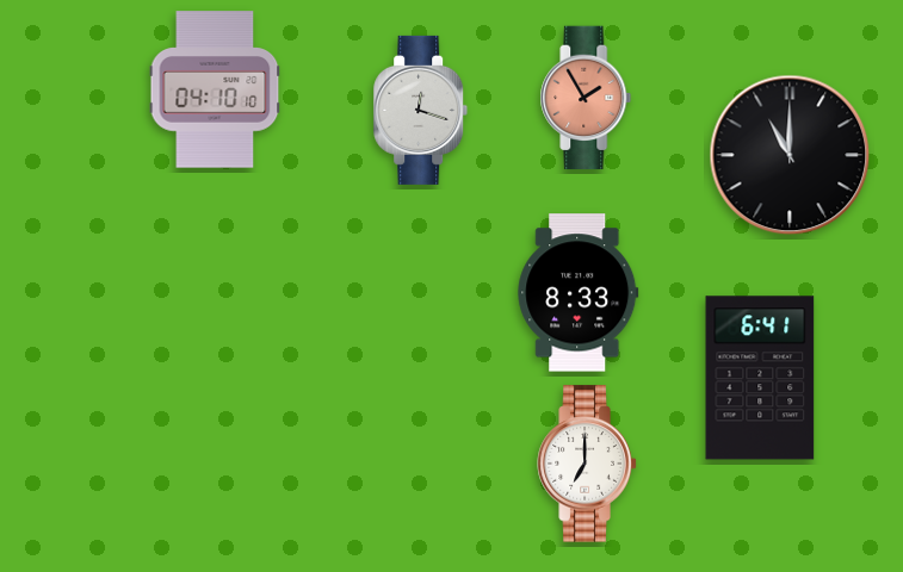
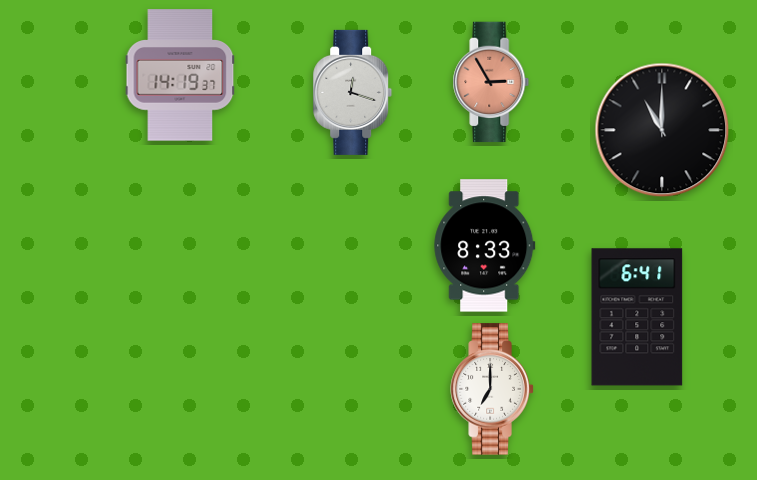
clock at (215, 89): 04:10 -> 14:19
clock at (586, 98): 1:55 -> 2:55
